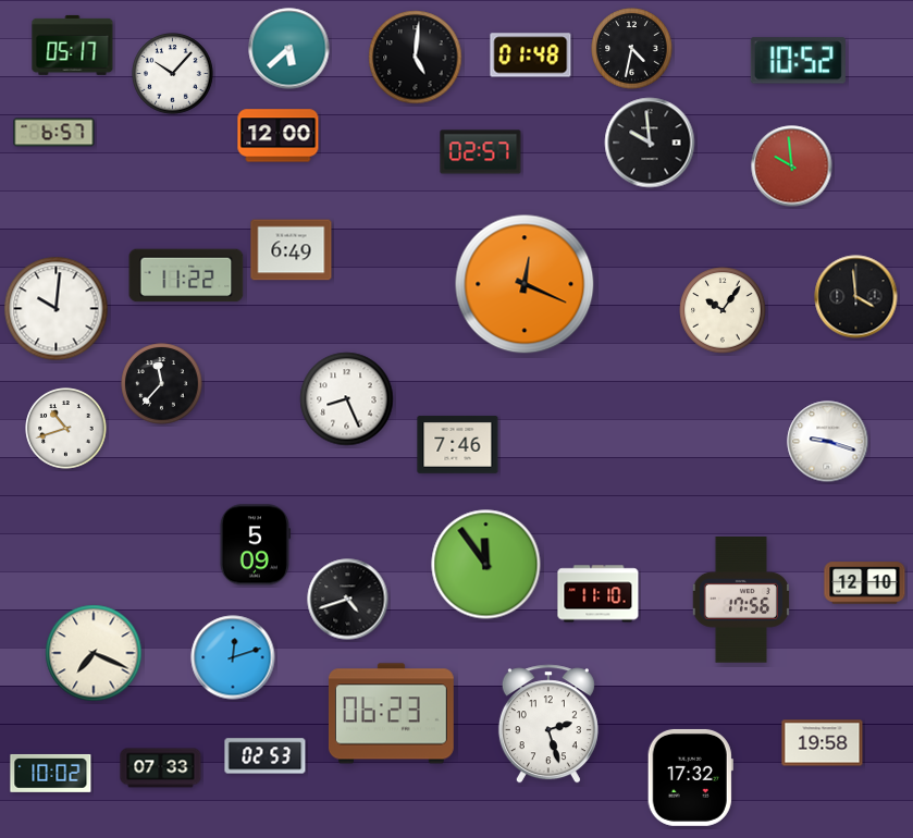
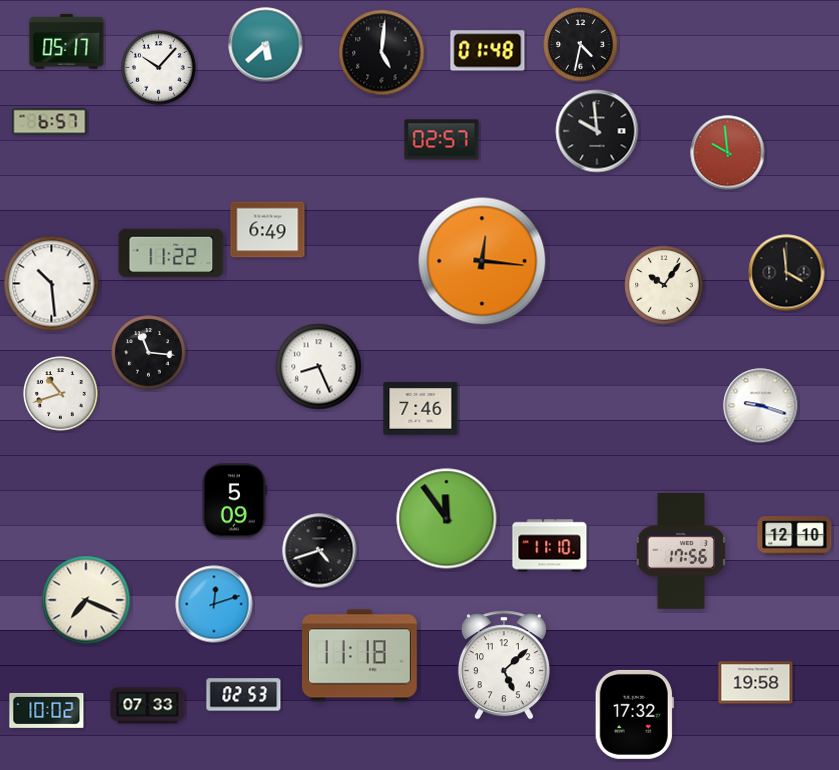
clock at (798, 61): 10:52 -> none
clock at (279, 136): 12:00 -> none
clock at (525, 284): 12:19 -> 12:16
clock at (57, 309): 10:01 -> 10:29
clock at (162, 384): 11:37 -> 11:16
clock at (391, 714): 06:23 -> 11:18
clock at (548, 724): 2:27 -> 5:08
